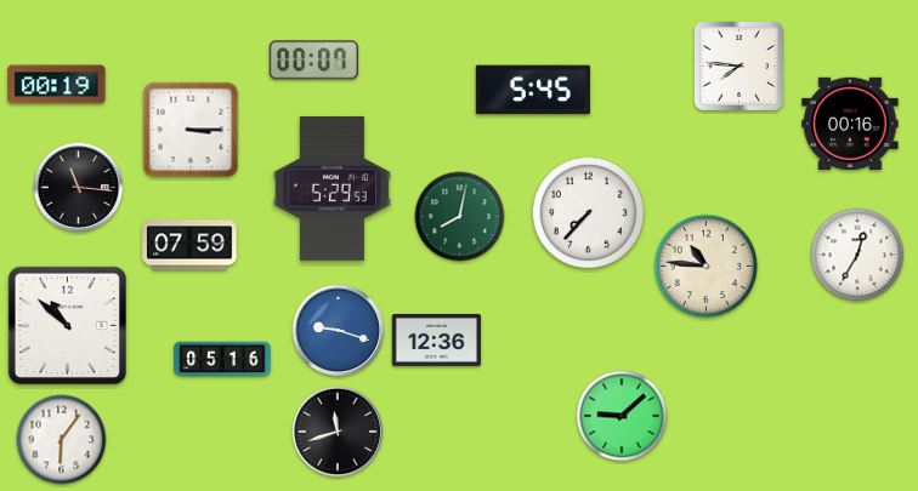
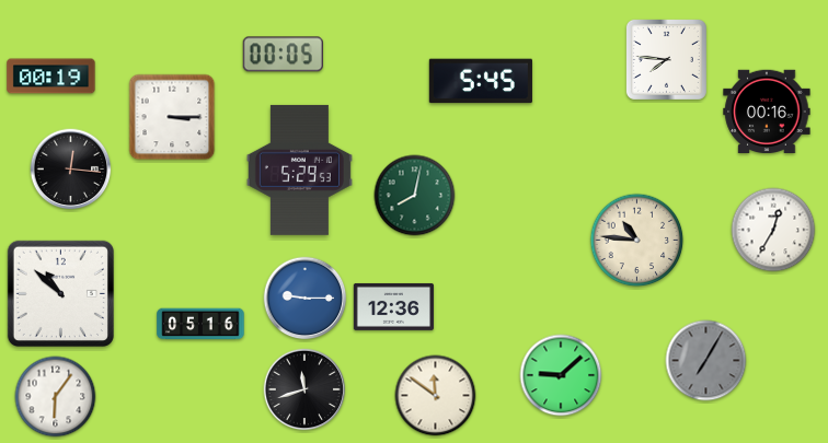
clock at (313, 61): 00:07 -> 00:05
clock at (79, 188): 11:16 -> 12:16
clock at (588, 212): 7:37 -> none
clock at (189, 245): 07:59 -> none
clock at (339, 331): 9:18 -> 9:15
clock at (706, 361): none -> 7:05
clock at (436, 396): none -> 11:51
